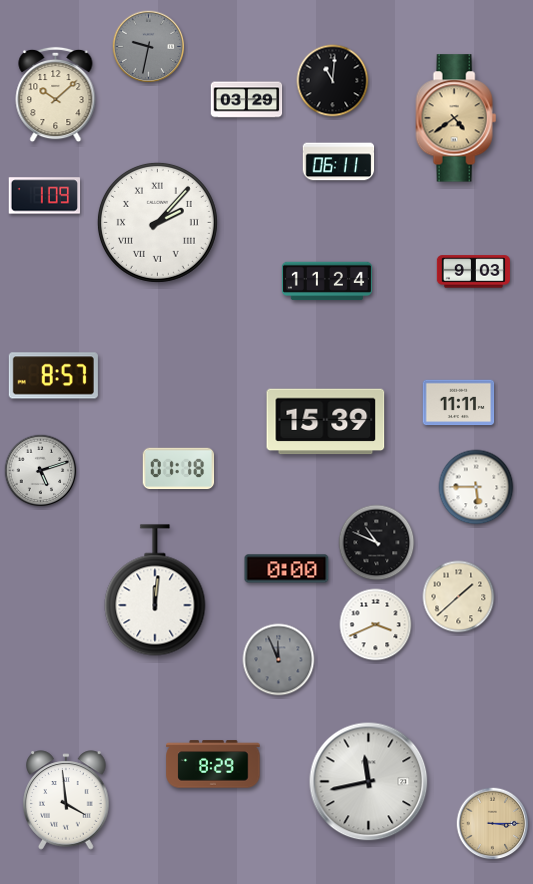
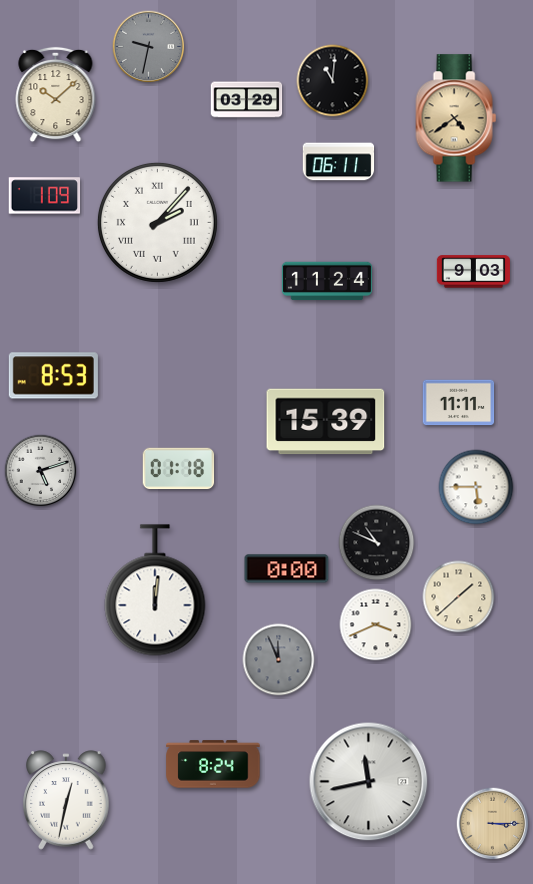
clock at (53, 376): 8:57 -> 8:53
clock at (213, 764): 8:29 -> 8:24
clock at (66, 800): 3:59 -> 12:32
